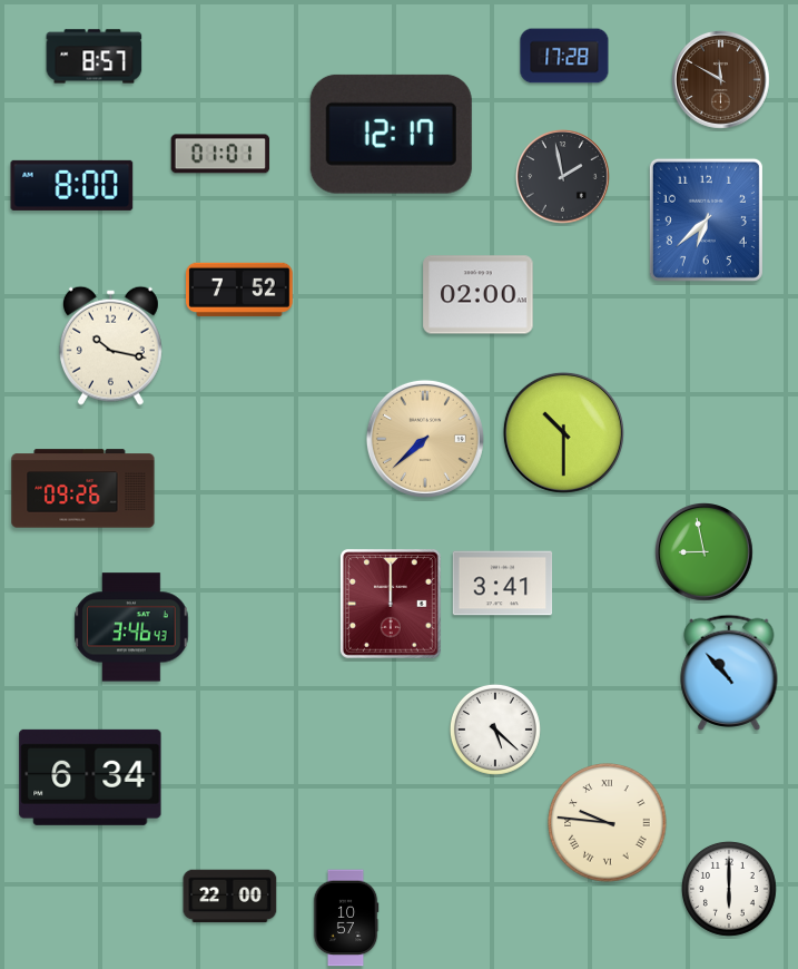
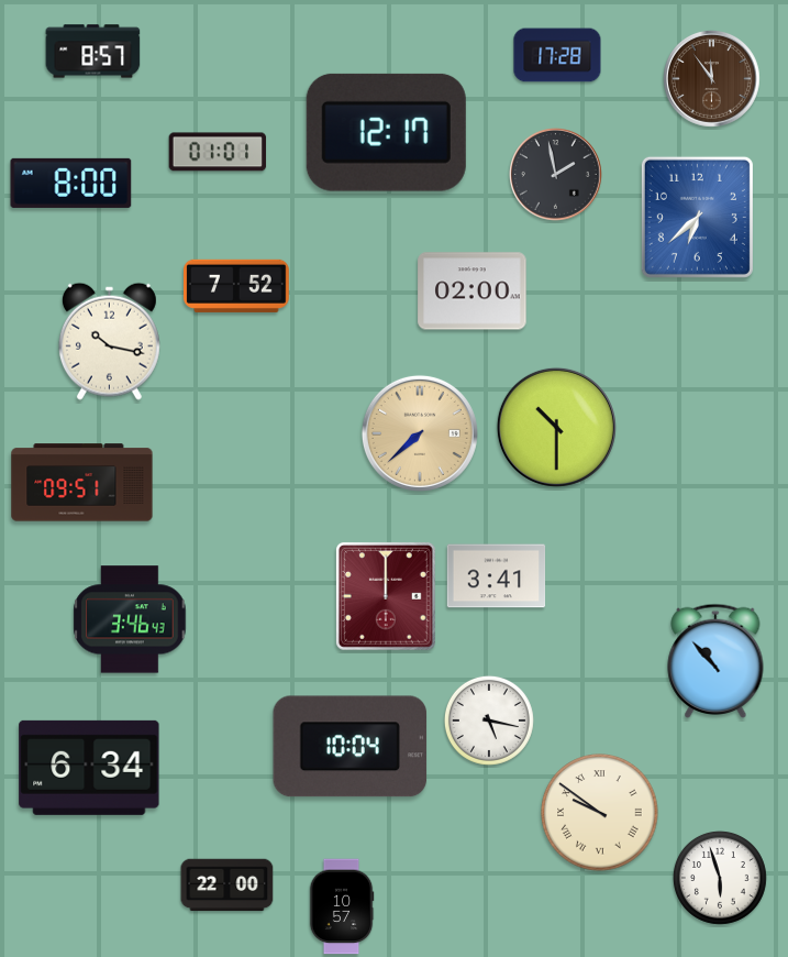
clock at (95, 57) position: (95, 57) -> (93, 52)
clock at (721, 80): 11:50 -> 11:54
clock at (83, 489): 09:26 -> 09:51
clock at (705, 552): 8:58 -> none
clock at (729, 672) position: (729, 672) -> (715, 660)
clock at (495, 730): 5:22 -> 5:17
clock at (351, 747): none -> 10:04
clock at (608, 823): 9:46 -> 9:51
clock at (729, 889): 6:00 -> 5:57
